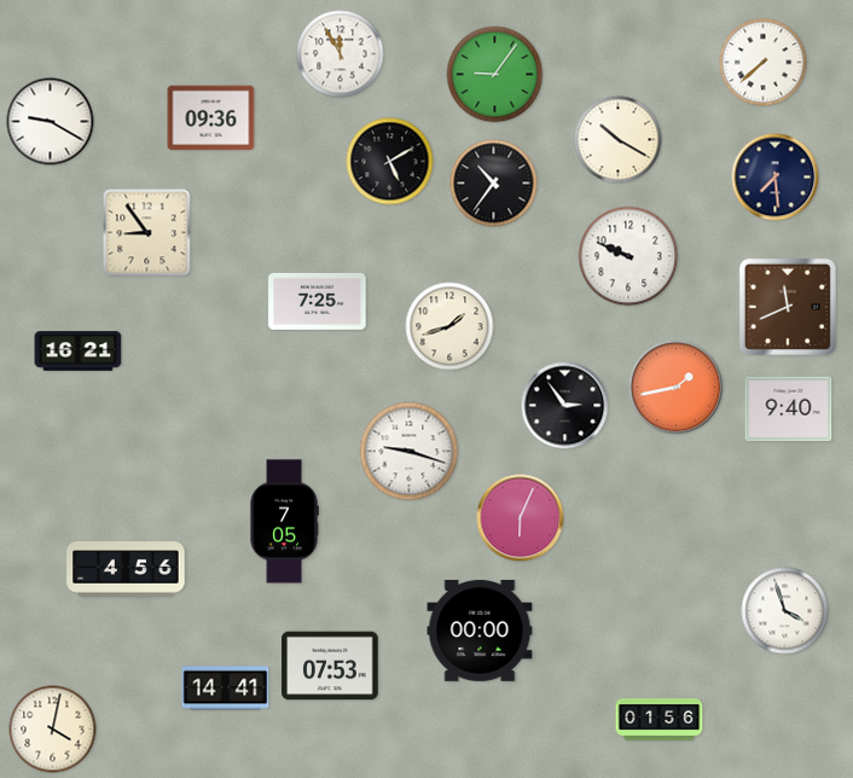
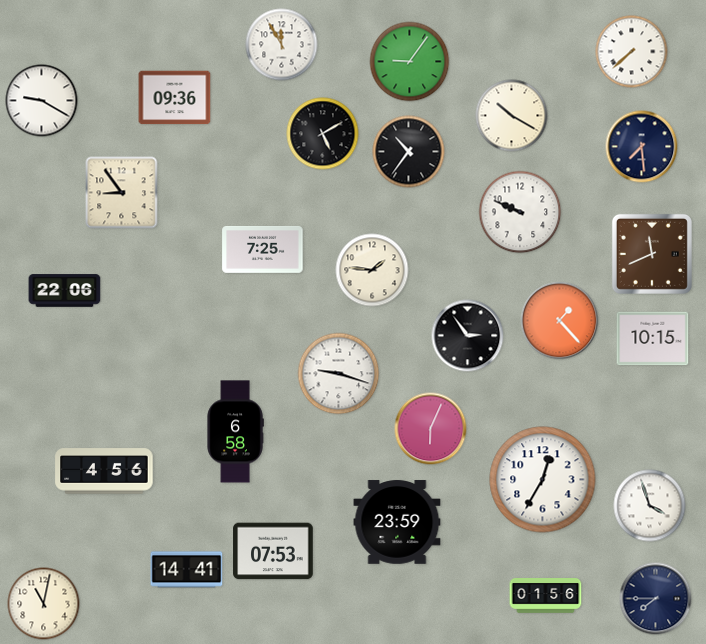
clock at (449, 326): 1:42 -> 1:46
clock at (79, 352): 16:21 -> 22:06
clock at (677, 388): 1:43 -> 1:23
clock at (789, 410): 9:40 -> 10:15
clock at (284, 522): 7:05 -> 6:58
clock at (543, 480): none -> 12:35
clock at (480, 631): 00:00 -> 23:59
clock at (656, 599): none -> 7:45
clock at (53, 730): 4:02 -> 11:02
